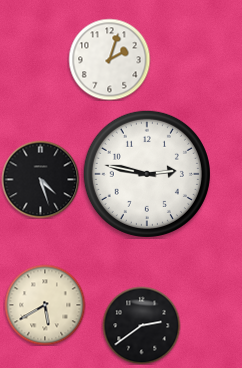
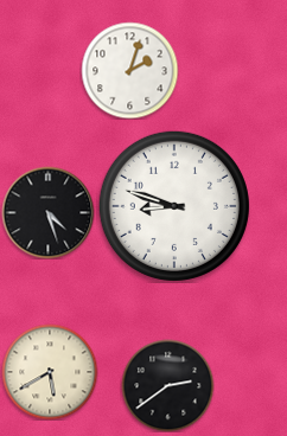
clock at (147, 174): 2:47 -> 8:48
clock at (45, 305) position: (45, 305) -> (50, 372)
